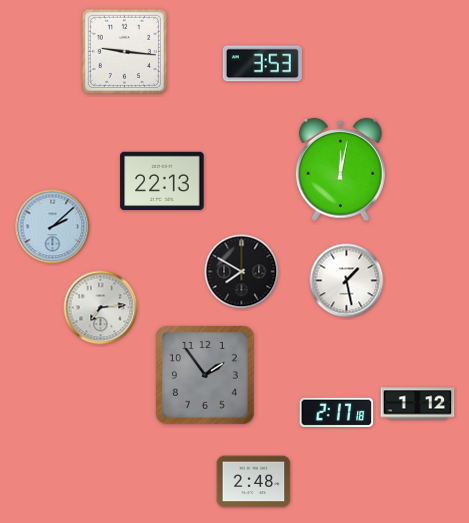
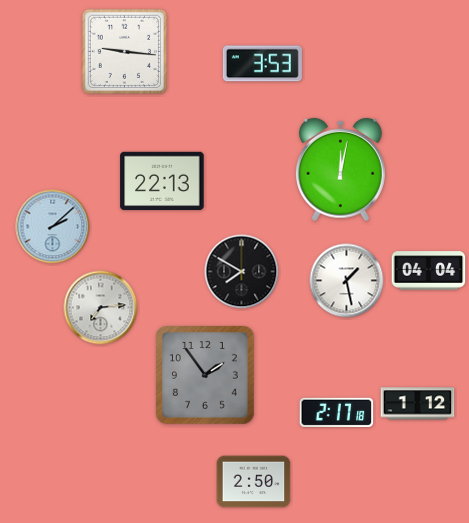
clock at (429, 271): none -> 04:04
clock at (254, 482): 2:48 -> 2:50
